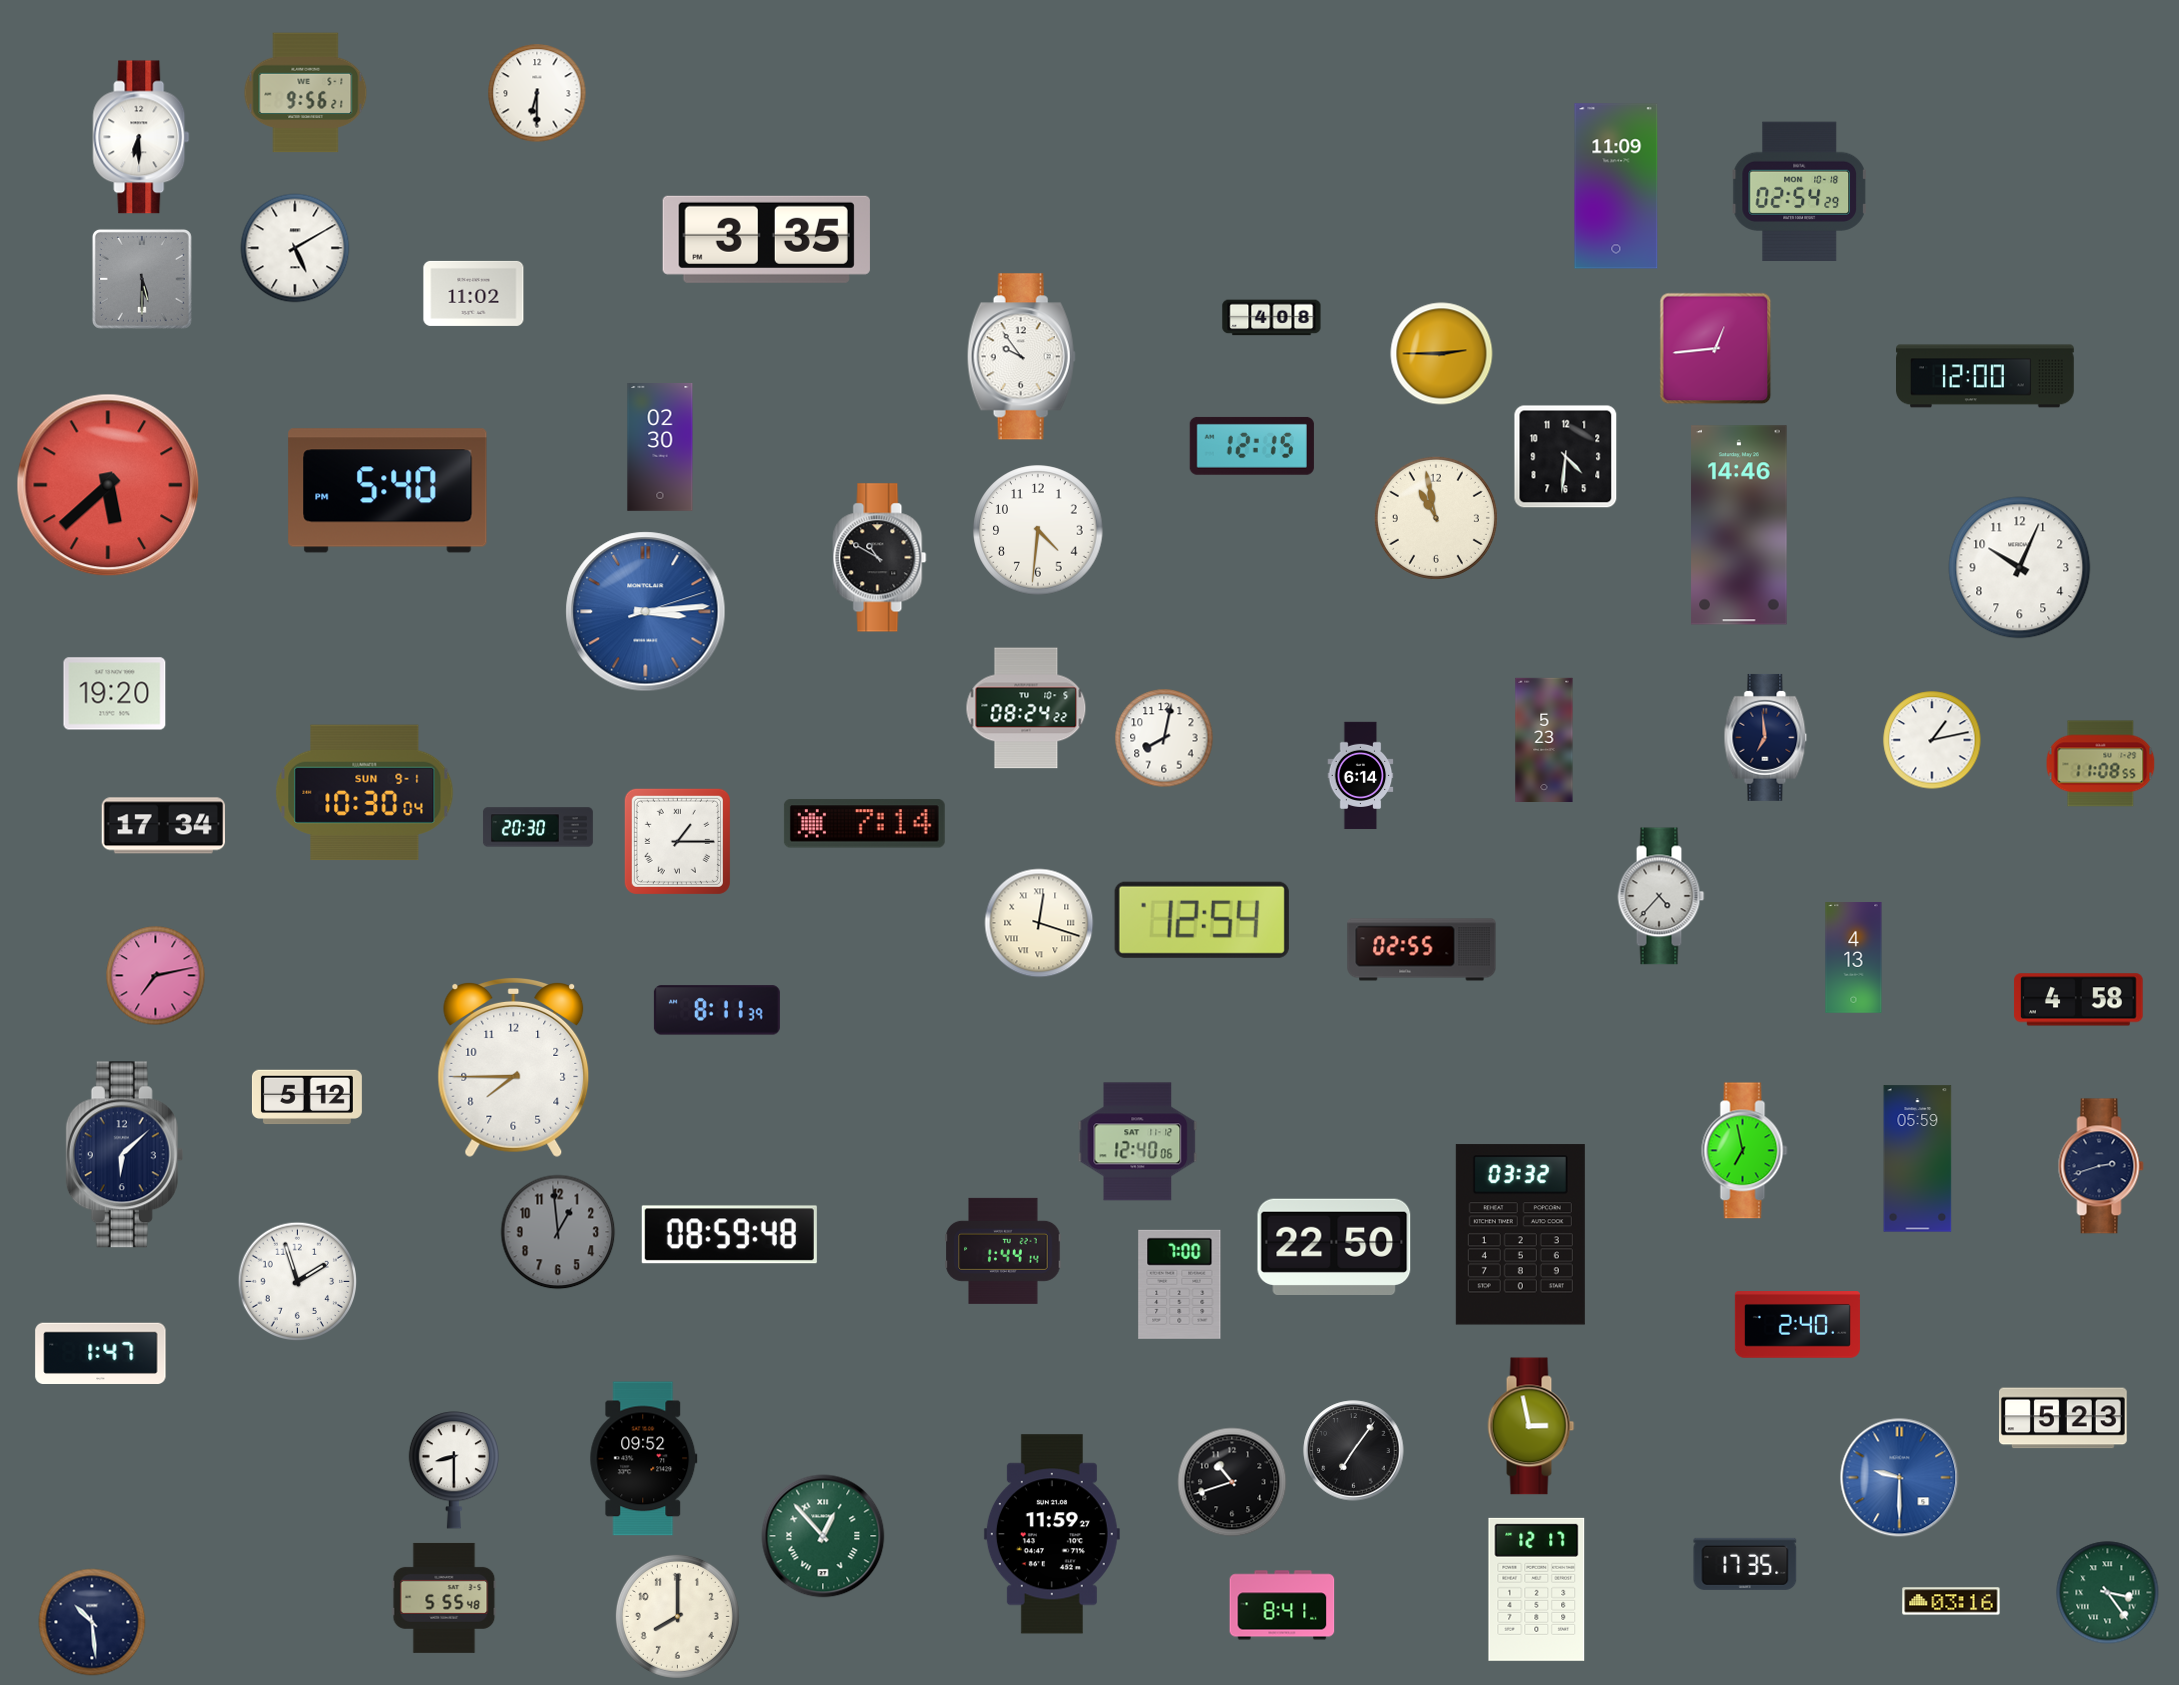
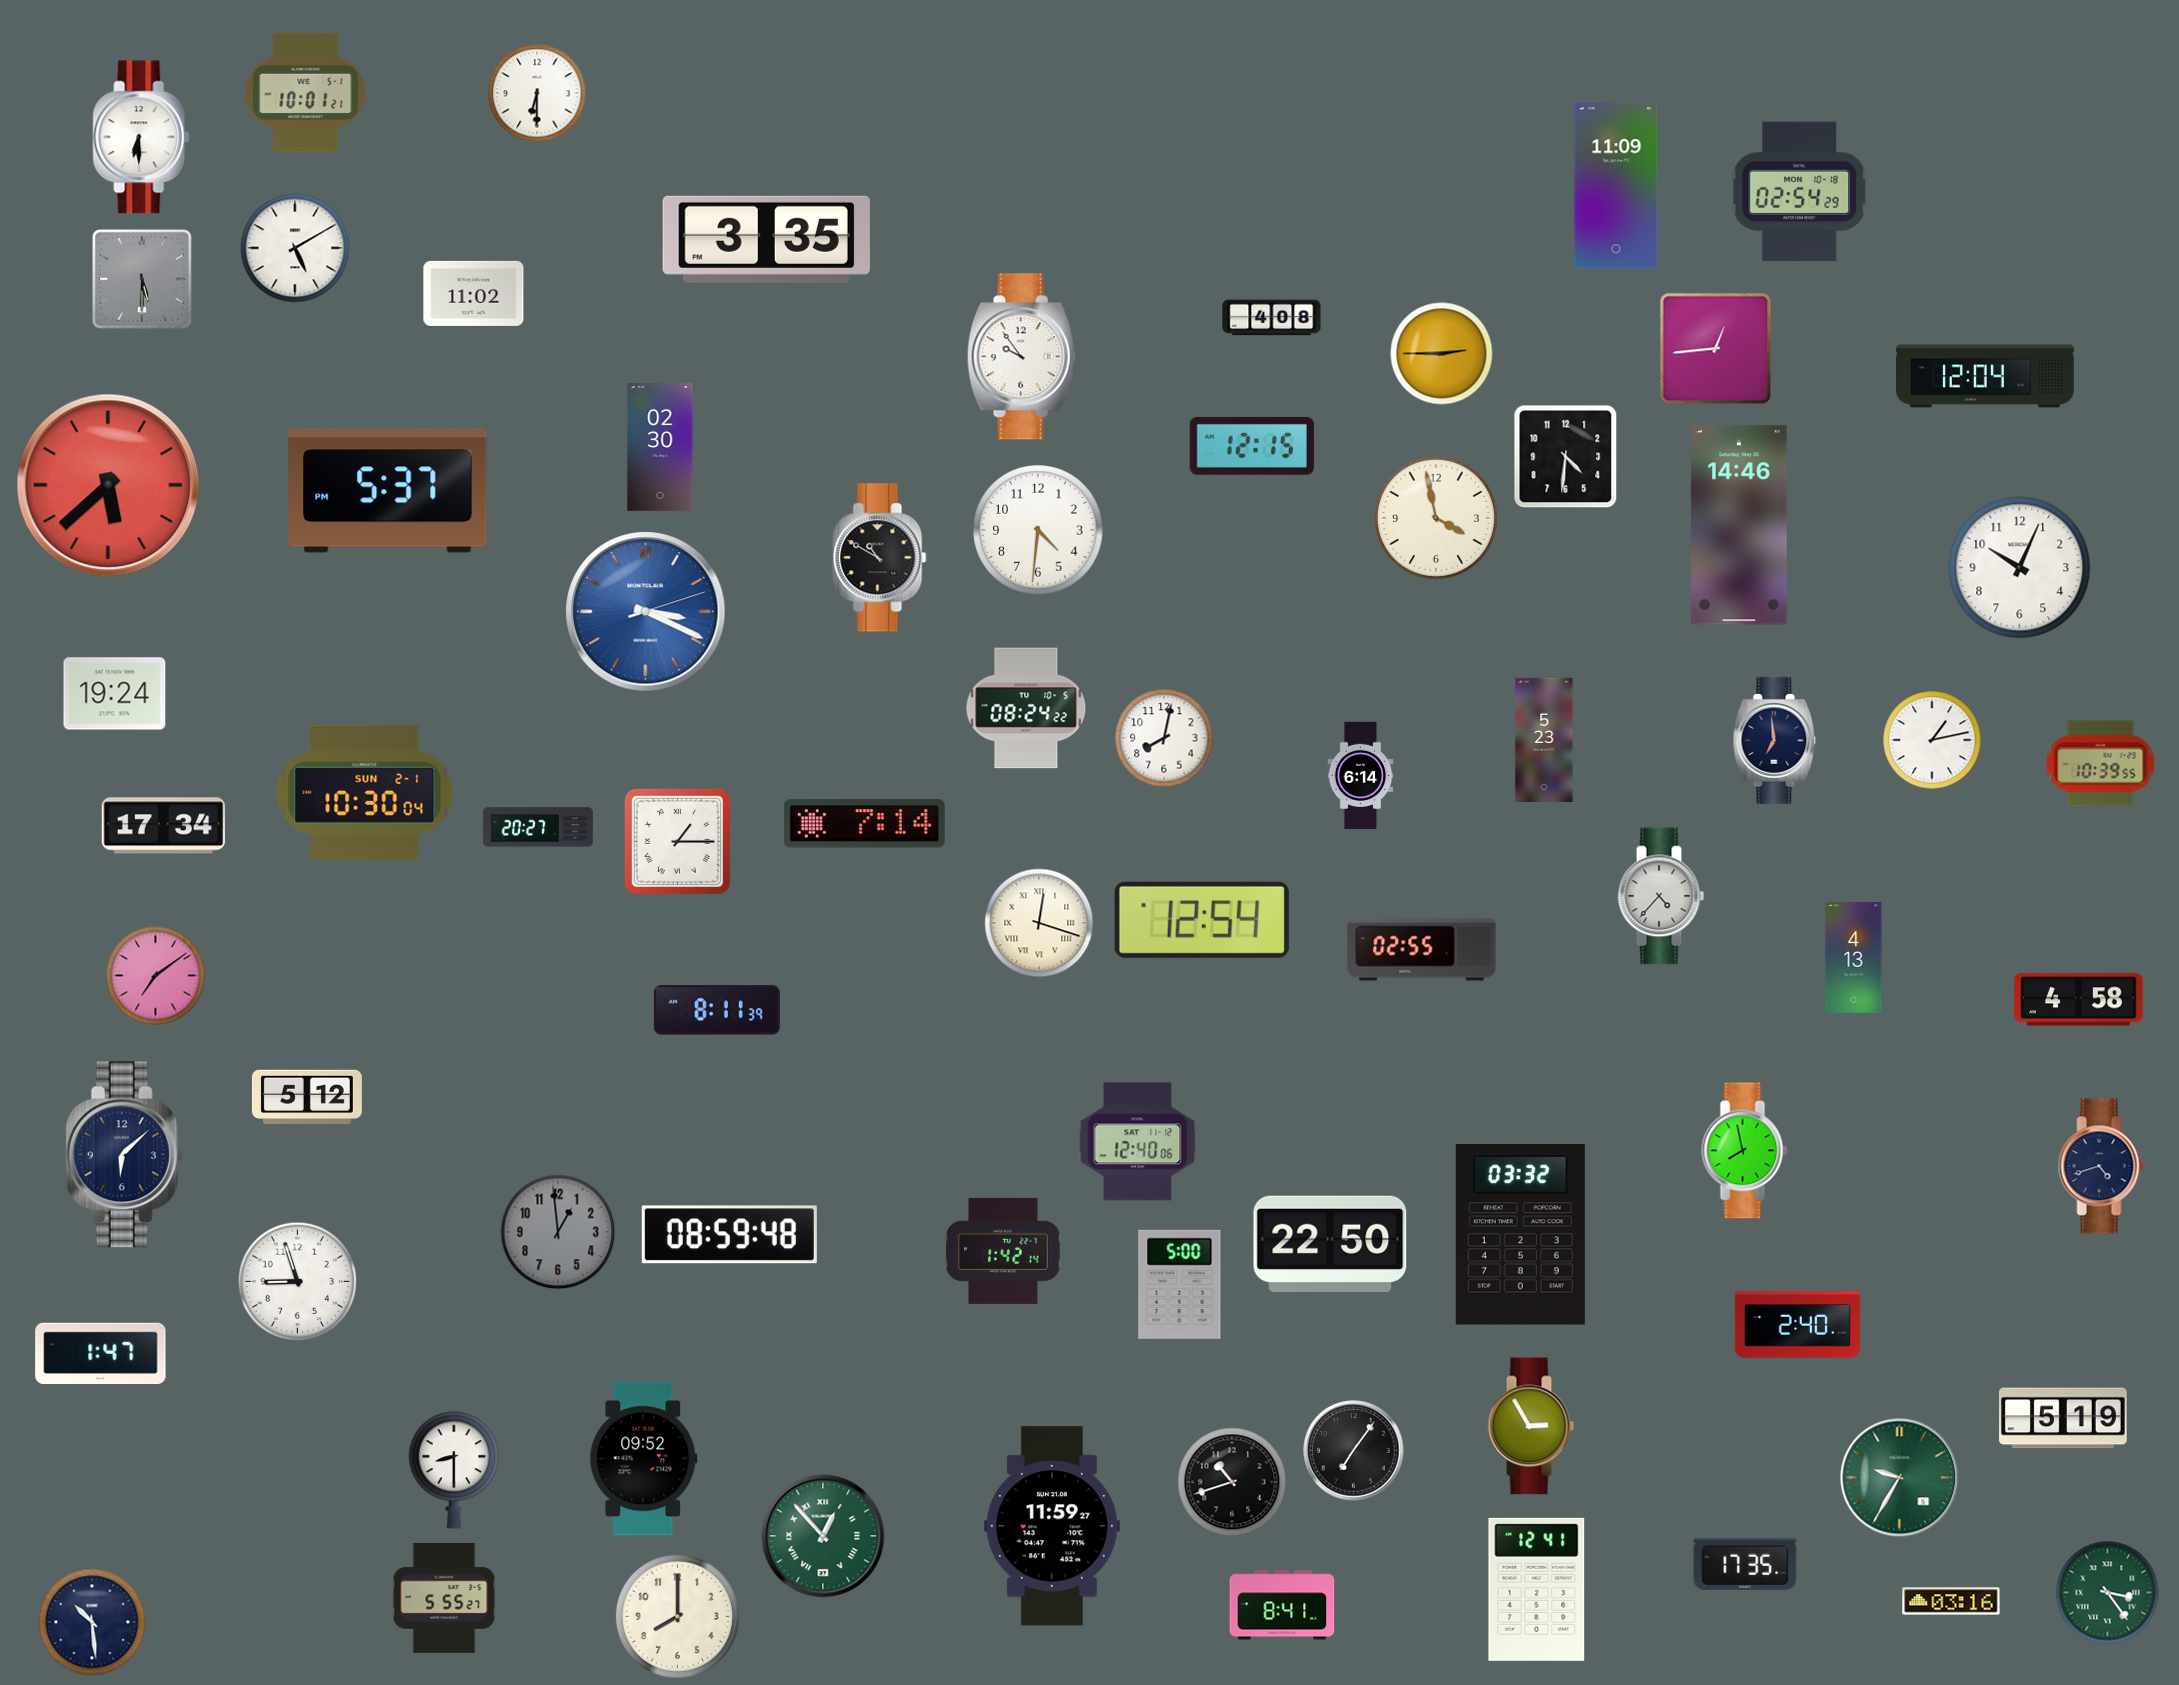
clock at (306, 93): 9:56 -> 10:01
clock at (1986, 376): 12:00 -> 12:04
clock at (388, 491): 5:40 -> 5:37
clock at (1436, 518): 10:58 -> 3:58
clock at (646, 612): 3:14 -> 3:19
clock at (115, 694): 19:20 -> 19:24
clock at (1766, 737) position: (1766, 737) -> (1775, 740)
clock at (2101, 764): 11:08 -> 10:39
clock at (365, 793) date: SUN 9-1 -> SUN 2-1
clock at (538, 827): 20:30 -> 20:27
clock at (156, 976): 7:13 -> 7:09
clock at (514, 1068): 7:45 -> none
clock at (1745, 1151): 6:58 -> 7:58
clock at (1918, 1159): 05:59 -> none
clock at (2101, 1166): 2:42 -> 4:42
clock at (1334, 1246) position: (1334, 1246) -> (1330, 1243)
clock at (1003, 1251): 1:44 -> 1:42
clock at (297, 1281): 1:57 -> 8:57
clock at (1180, 1284): 7:00 -> 5:00
clock at (2064, 1418): 5:23 -> 5:19
clock at (1531, 1426): 2:58 -> 2:55
clock at (1900, 1478): 9:30 -> 9:35
clock at (1900, 1478) dial: blue -> green
clock at (1052, 1534) position: (1052, 1534) -> (1052, 1526)
clock at (1537, 1589): 12:17 -> 12:41
clock at (444, 1598): 5:55:48 -> 5:55:27
